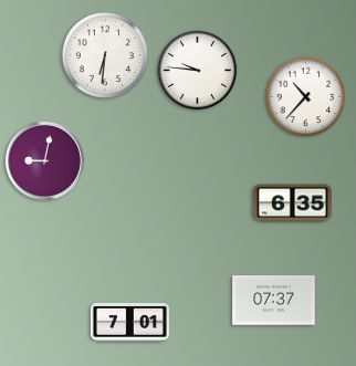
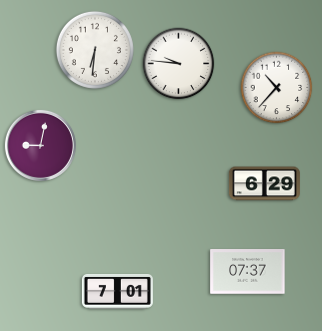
clock at (292, 203): 6:35 -> 6:29
